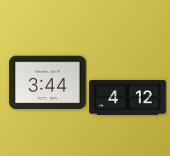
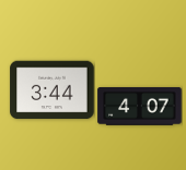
clock at (128, 98): 4:12 -> 4:07
